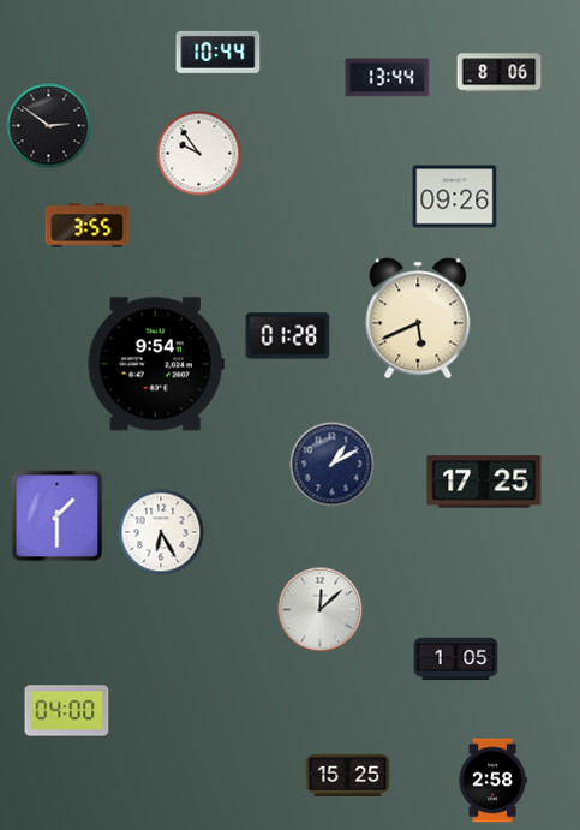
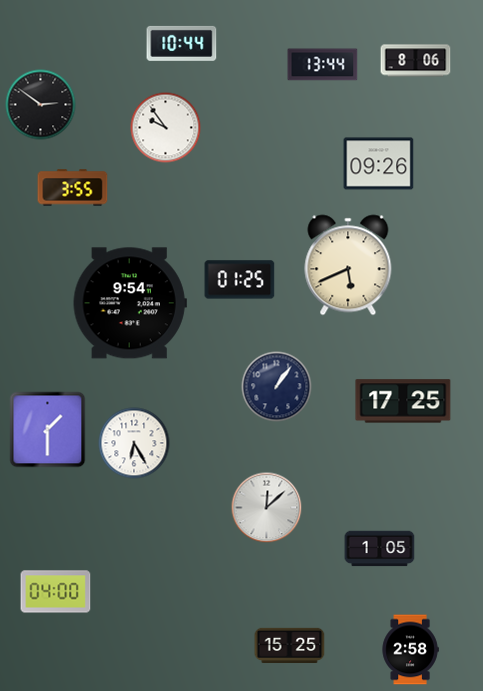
clock at (288, 336): 01:28 -> 01:25
clock at (333, 465): 1:10 -> 1:06
